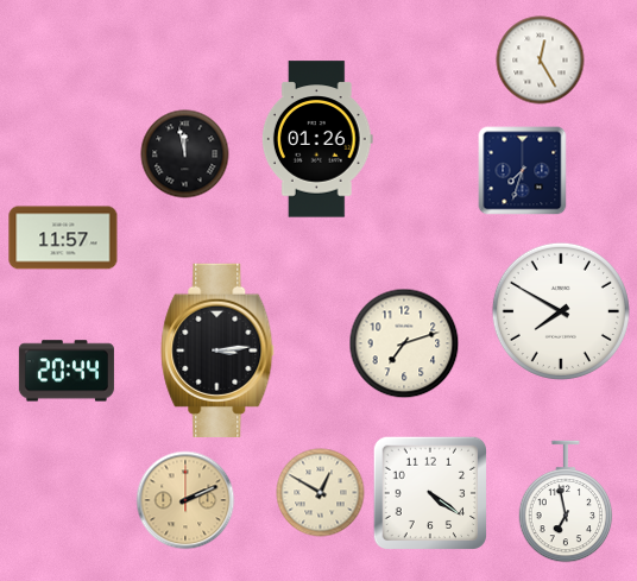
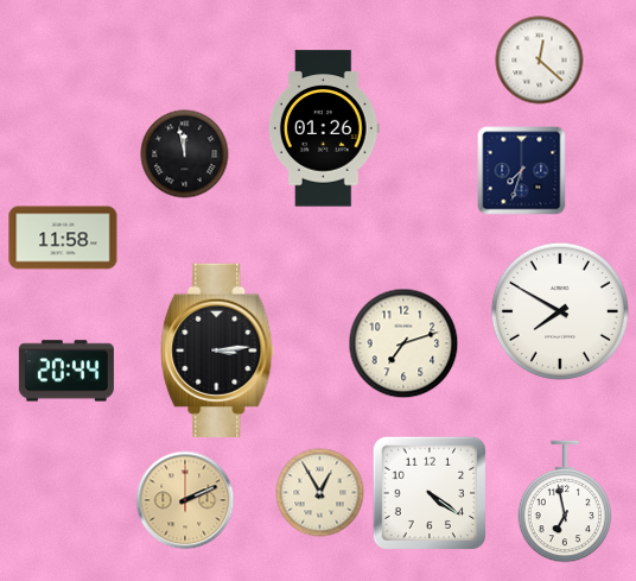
clock at (541, 61): 12:25 -> 12:22
clock at (317, 139) position: (317, 139) -> (324, 128)
clock at (63, 238): 11:57 -> 11:58
clock at (321, 493): 12:50 -> 12:55
